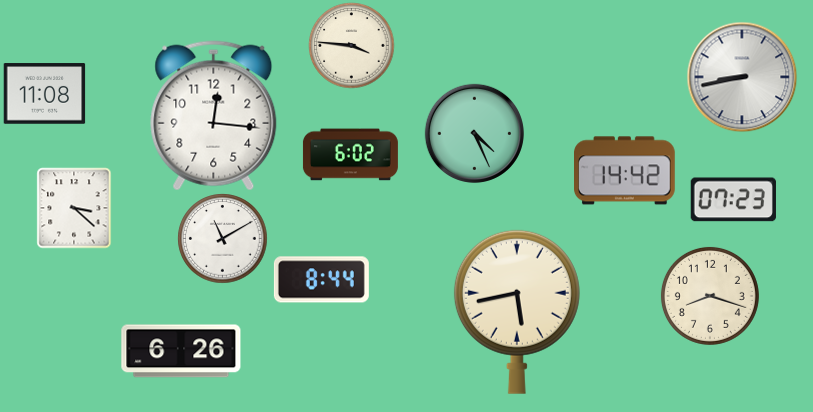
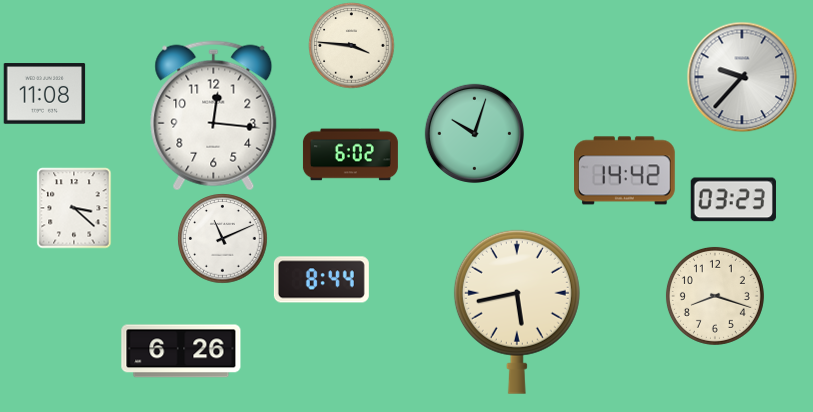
clock at (742, 77): 8:43 -> 9:37
clock at (474, 133): 4:26 -> 10:03
clock at (733, 200): 07:23 -> 03:23
clock at (222, 238): 11:10 -> 11:11
clock at (710, 296) position: (710, 296) -> (715, 296)
